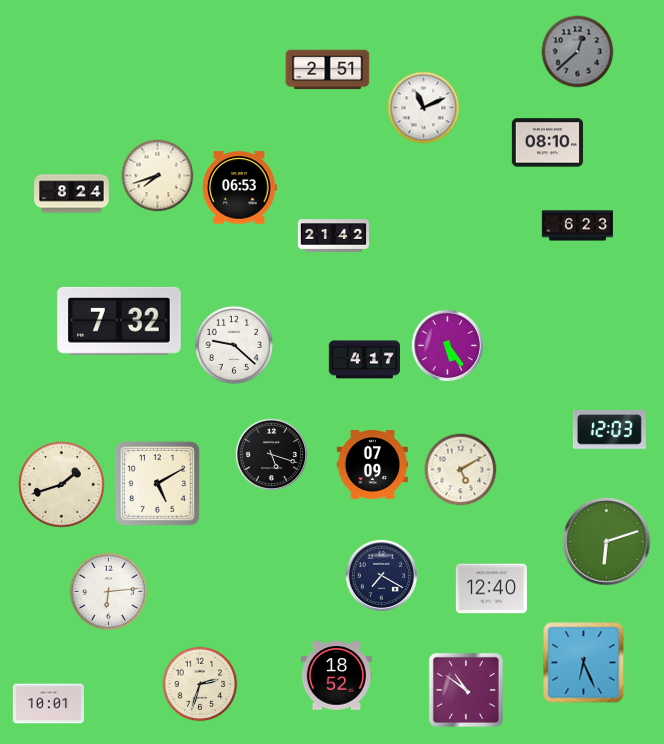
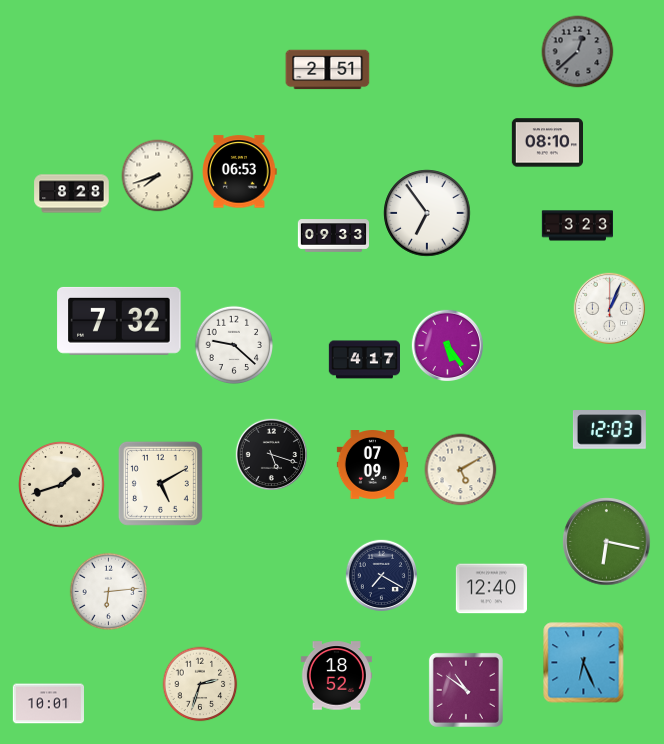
clock at (424, 108): 11:11 -> none
clock at (239, 188) position: (239, 188) -> (239, 172)
clock at (72, 194): 8:24 -> 8:28
clock at (427, 213): none -> 6:54
clock at (577, 226): 6:23 -> 3:23
clock at (333, 236): 21:42 -> 09:33
clock at (609, 308): none -> 1:04
clock at (157, 483) position: (157, 483) -> (160, 483)
clock at (607, 542): 6:12 -> 6:17
